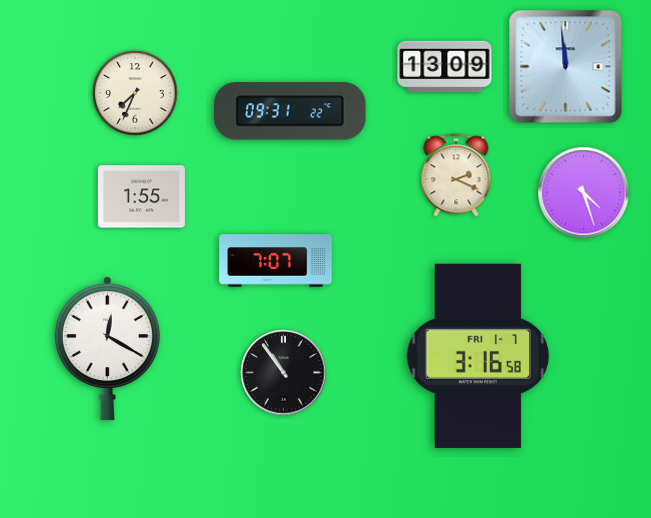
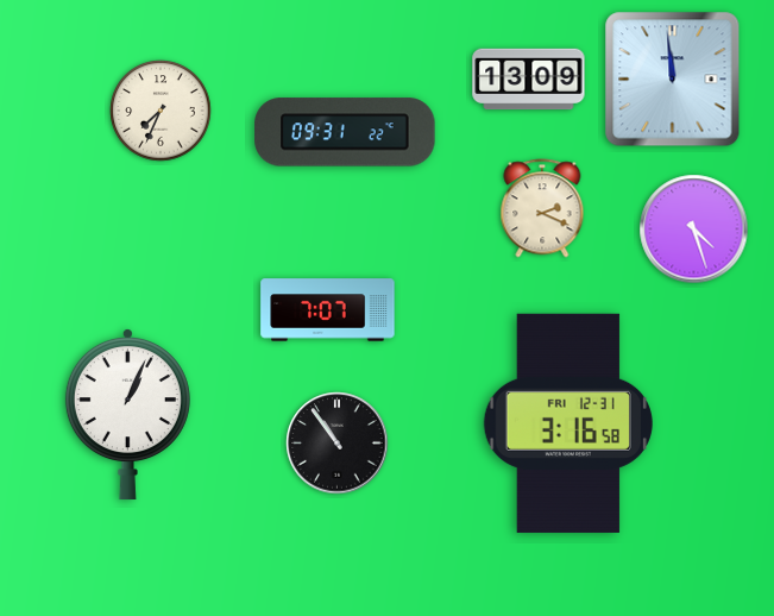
clock at (141, 197): 1:55 -> none
clock at (107, 348): 12:20 -> 1:04
clock at (478, 356) date: FRI 1-7 -> FRI 12-31
